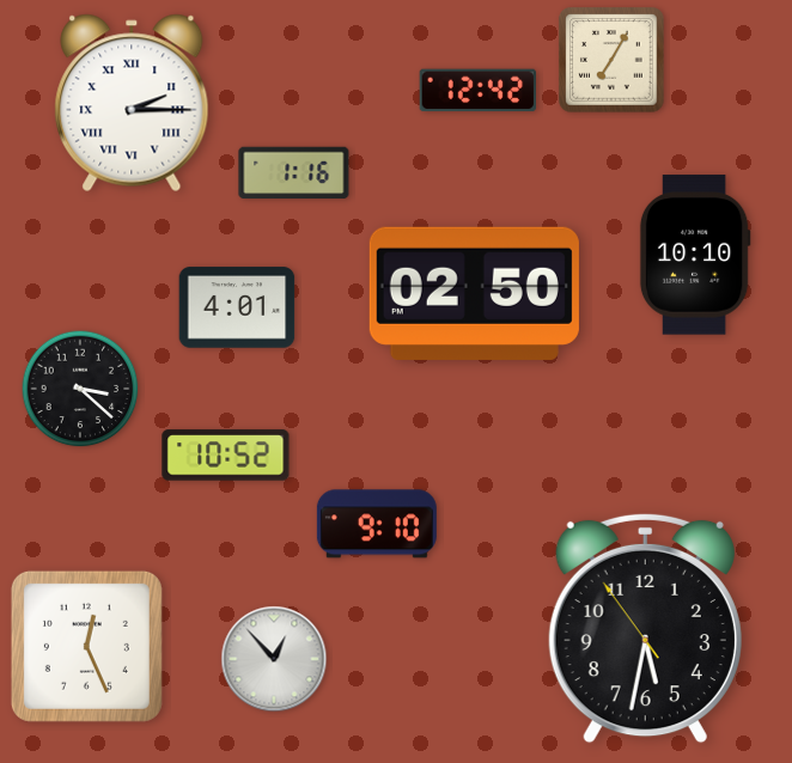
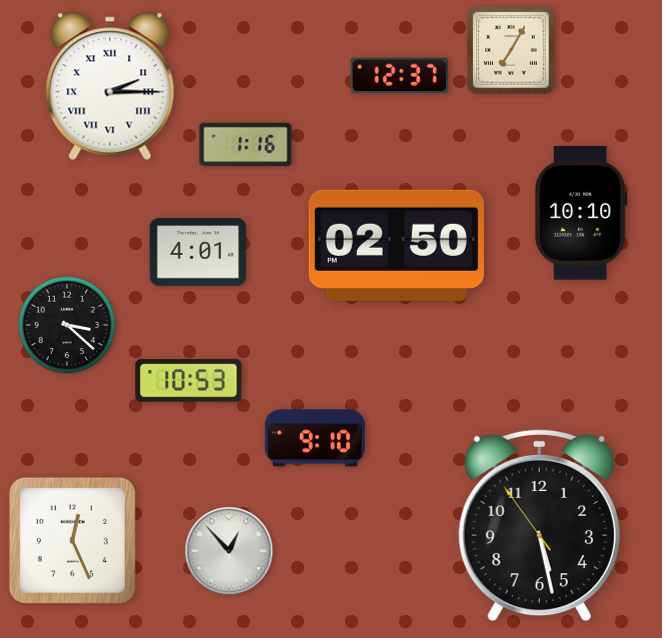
clock at (477, 91): 12:42 -> 12:37
clock at (237, 307) position: (237, 307) -> (198, 252)
clock at (226, 456): 10:52 -> 10:53
clock at (645, 628): 5:31 -> 5:27
